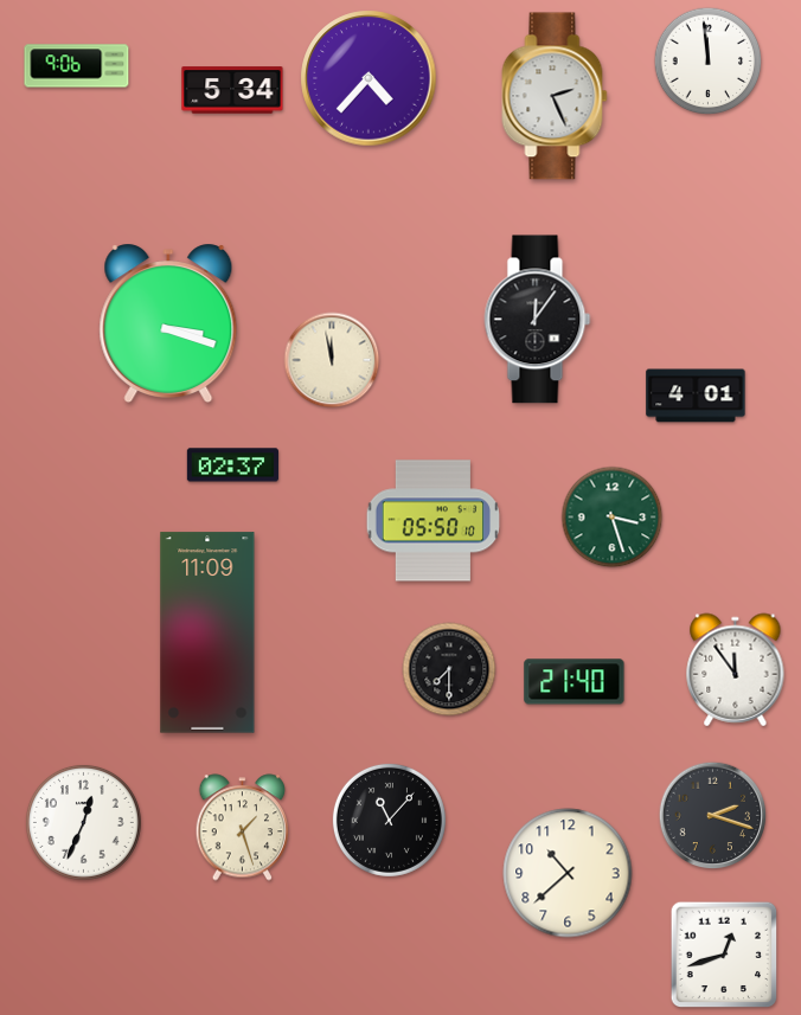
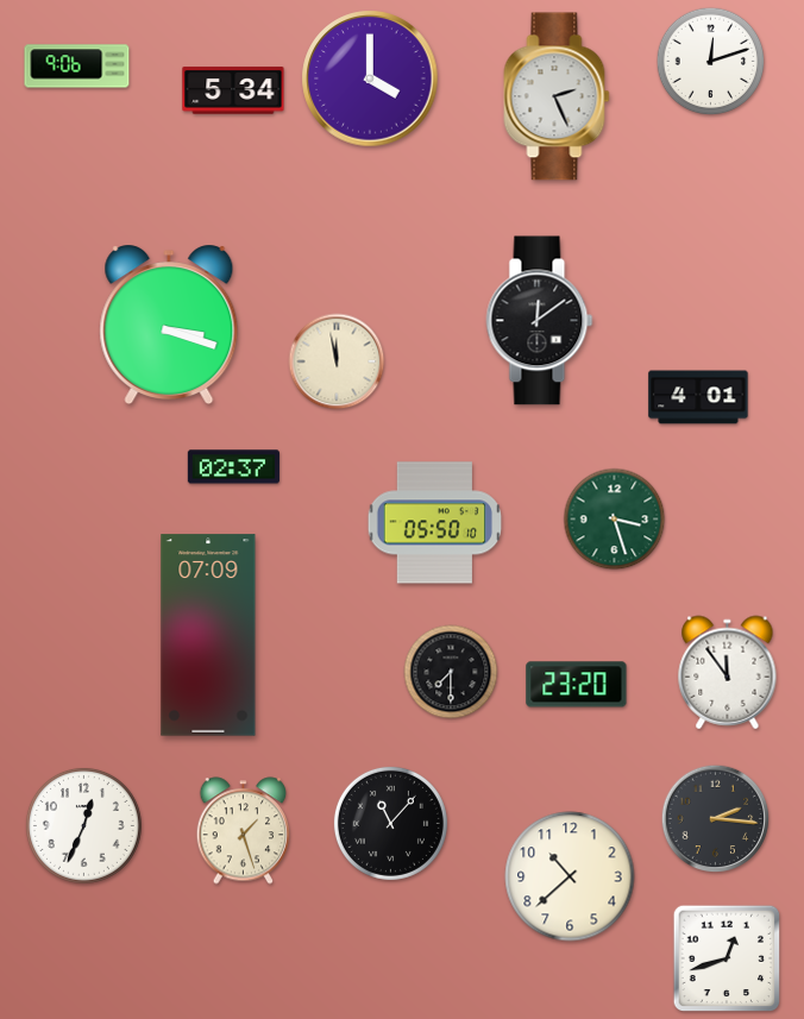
clock at (709, 62): 11:59 -> 12:12
clock at (369, 78): 4:37 -> 4:00
clock at (538, 320): 12:06 -> 12:09
clock at (332, 360) position: (332, 360) -> (337, 361)
clock at (207, 632): 11:09 -> 07:09
clock at (736, 670) position: (736, 670) -> (728, 673)
clock at (575, 682): 21:40 -> 23:20
clock at (713, 816): 2:18 -> 2:16
